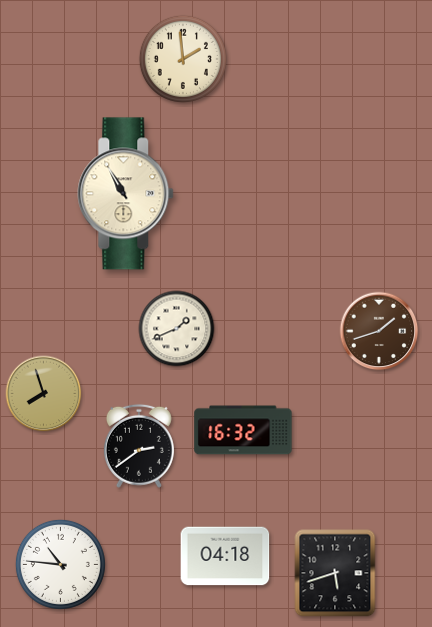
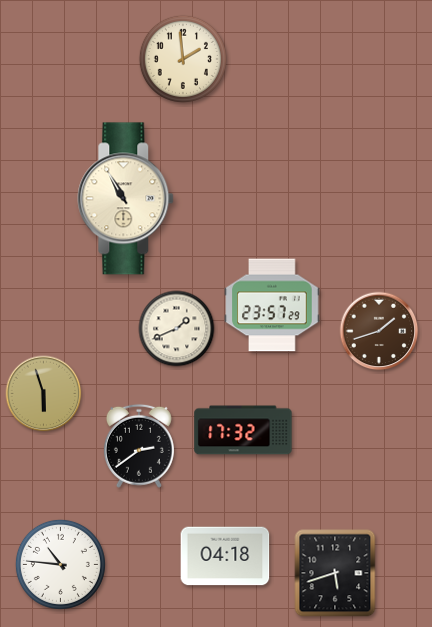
clock at (126, 194) position: (126, 194) -> (126, 199)
clock at (272, 305): none -> 23:57
clock at (44, 394): 7:57 -> 5:57
clock at (243, 430): 16:32 -> 17:32
